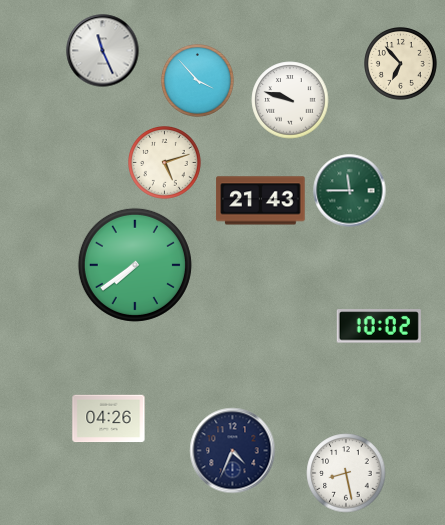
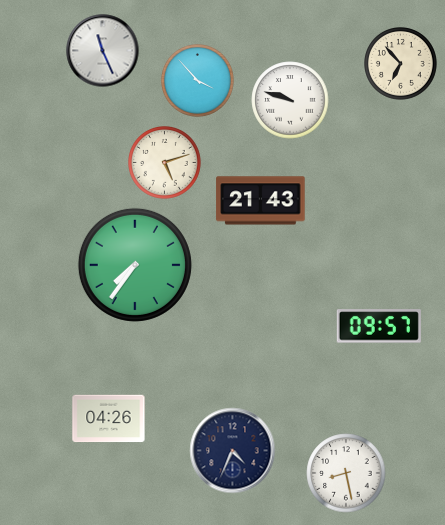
clock at (350, 191): 11:45 -> none
clock at (135, 265): 7:39 -> 7:36
clock at (379, 326): 10:02 -> 09:57
